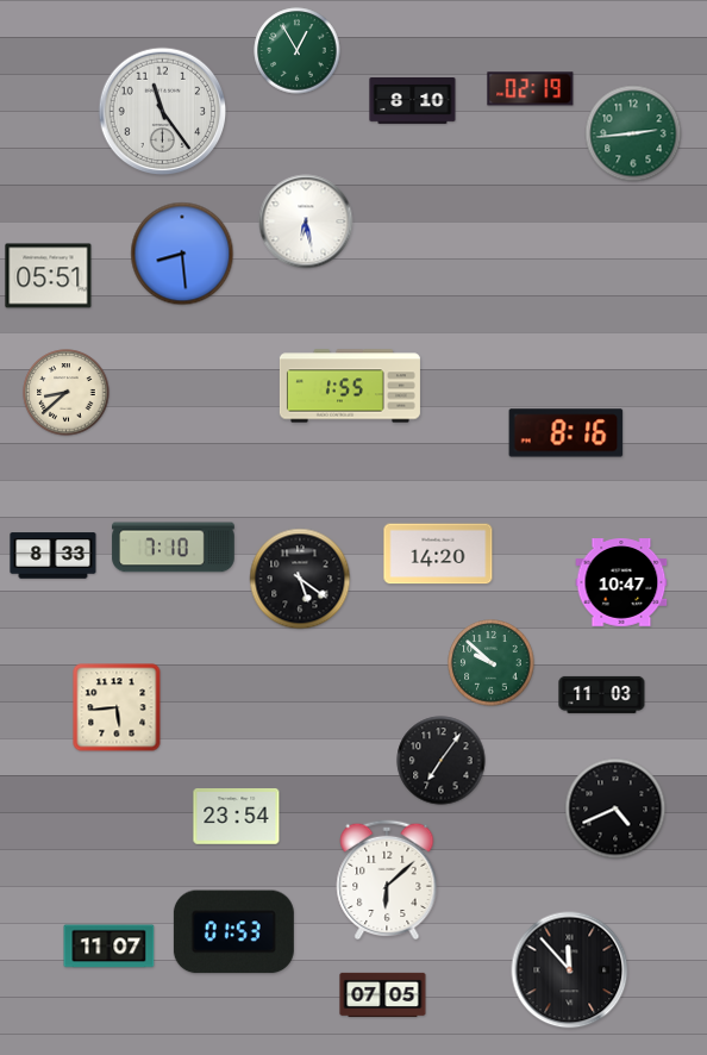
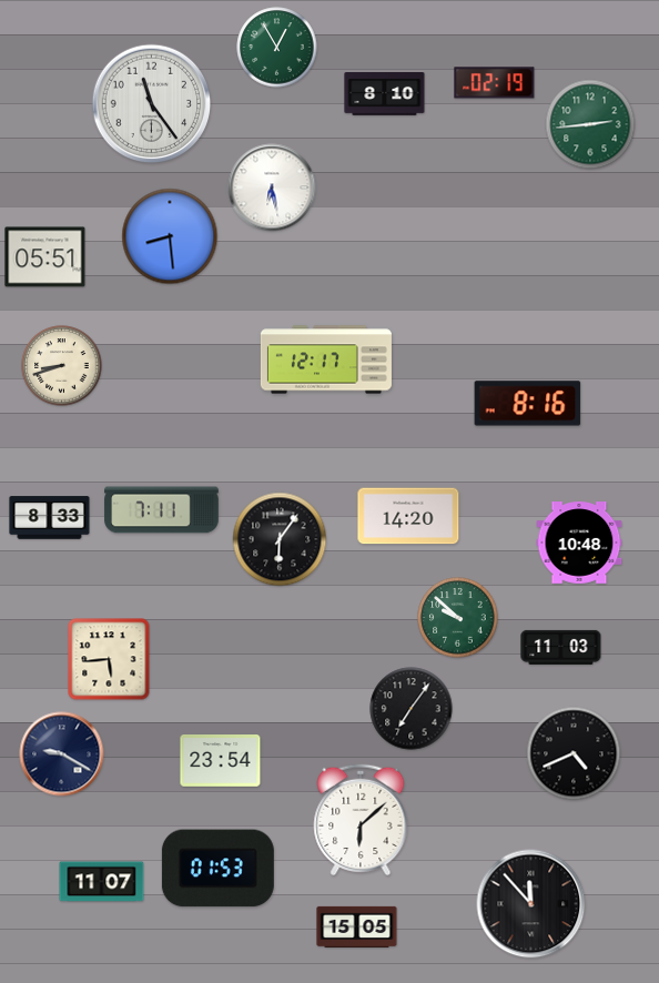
clock at (306, 221) position: (306, 221) -> (272, 188)
clock at (350, 386): 1:55 -> 12:17
clock at (67, 393): 8:38 -> 8:42
clock at (174, 548): 7:10 -> 7:11
clock at (300, 579): 5:21 -> 6:06
clock at (621, 582): 10:47 -> 10:48
clock at (62, 754): none -> 9:20
clock at (383, 994): 07:05 -> 15:05
